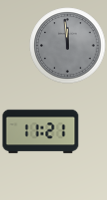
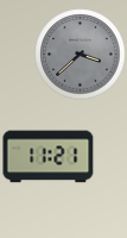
clock at (68, 46): 11:59 -> 3:38
